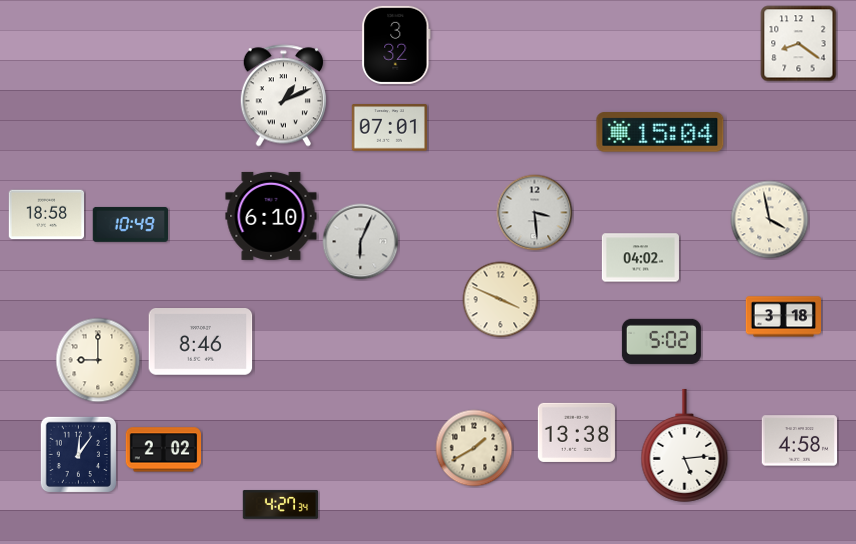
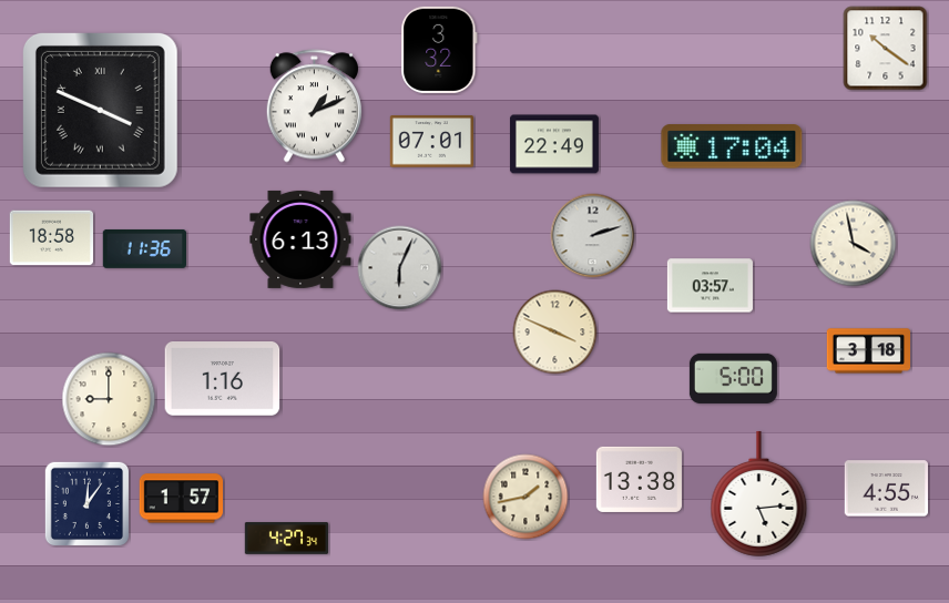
clock at (799, 44): 8:21 -> 10:21
clock at (100, 110): none -> 3:49
clock at (554, 144): none -> 22:49
clock at (660, 132): 15:04 -> 17:04
clock at (535, 213): 3:29 -> 2:12
clock at (271, 216): 6:10 -> 6:13
clock at (130, 224): 10:49 -> 11:36
clock at (640, 258): 04:02 -> 03:57
clock at (661, 341): 5:02 -> 5:00
clock at (201, 342): 8:46 -> 1:16
clock at (799, 441): 4:58 -> 4:55
clock at (474, 448): 1:40 -> 1:43
clock at (163, 450): 2:02 -> 1:57
clock at (281, 505) position: (281, 505) -> (287, 539)
